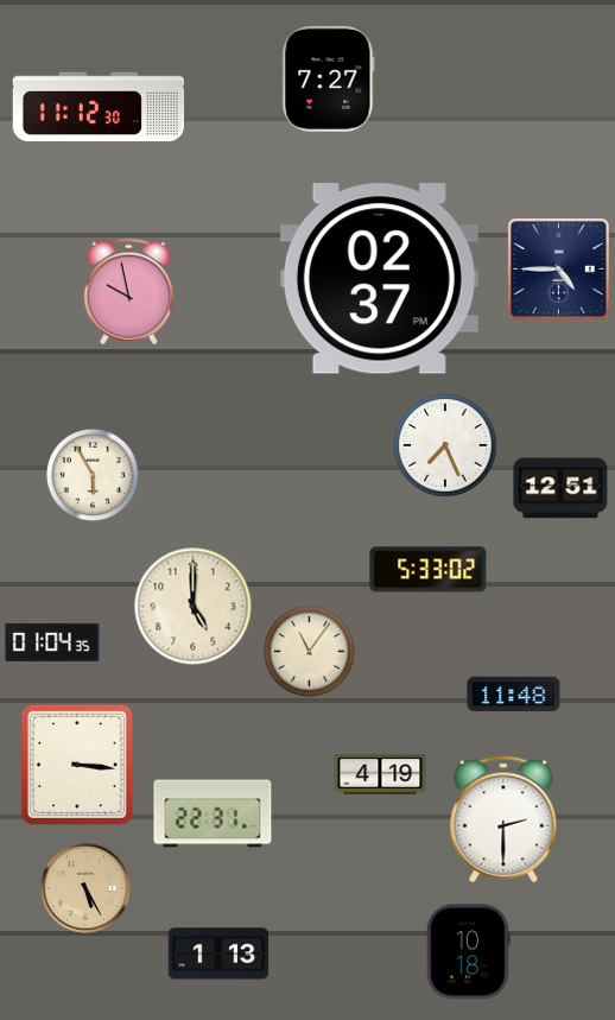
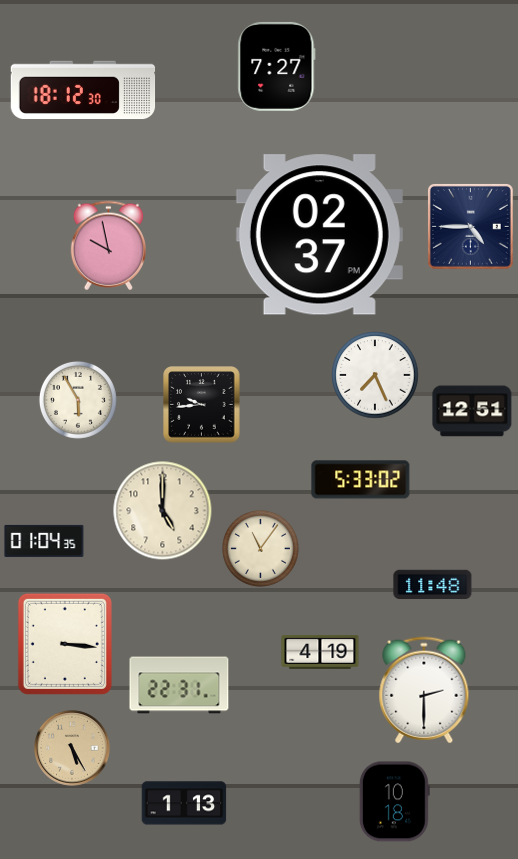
clock at (99, 107): 11:12 -> 18:12
clock at (202, 405): none -> 9:44
